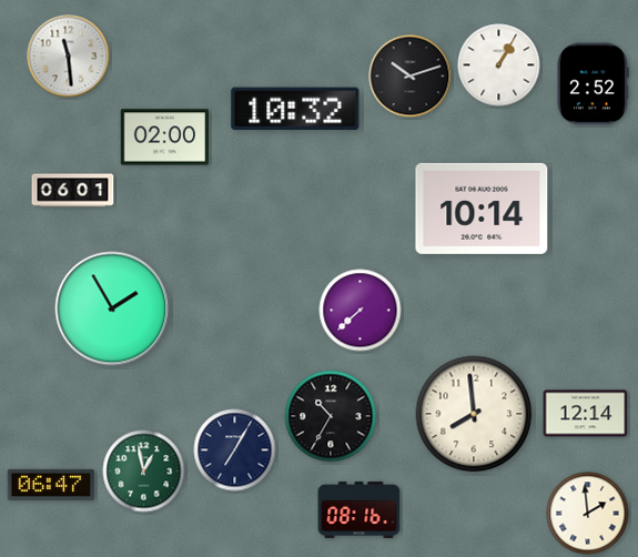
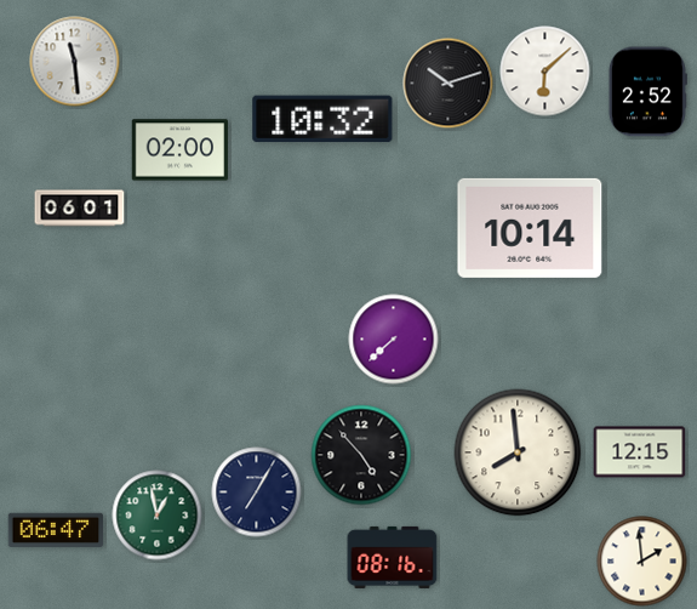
clock at (499, 65): 1:05 -> 6:08
clock at (482, 209) position: (482, 209) -> (530, 228)
clock at (112, 308): 1:55 -> none
clock at (586, 414): 12:14 -> 12:15
clock at (331, 416): 10:35 -> 4:53
